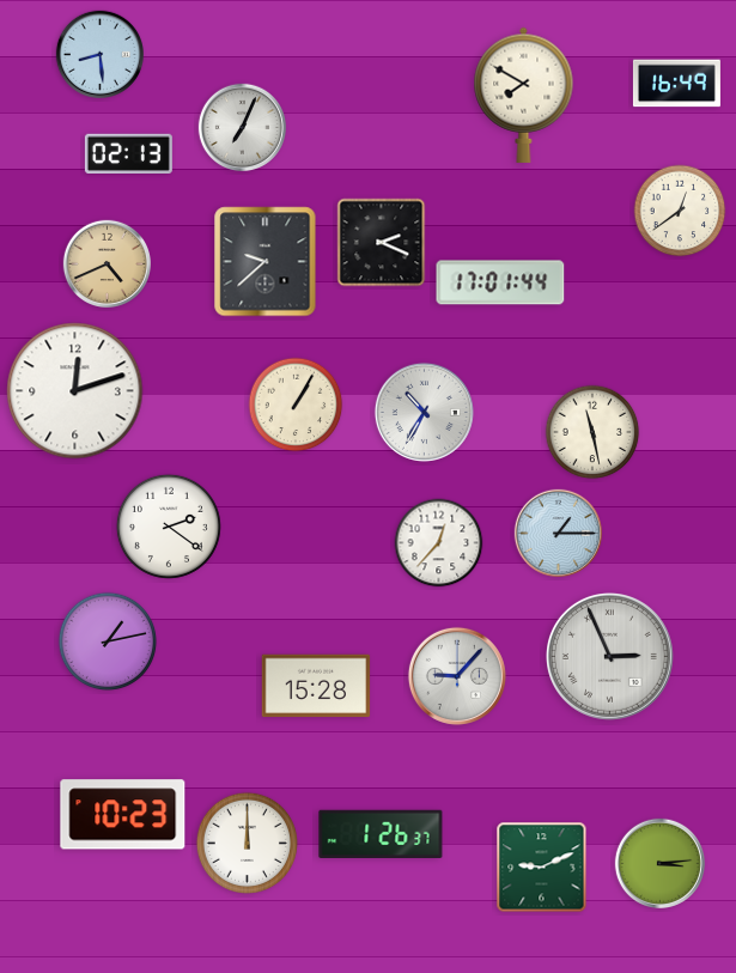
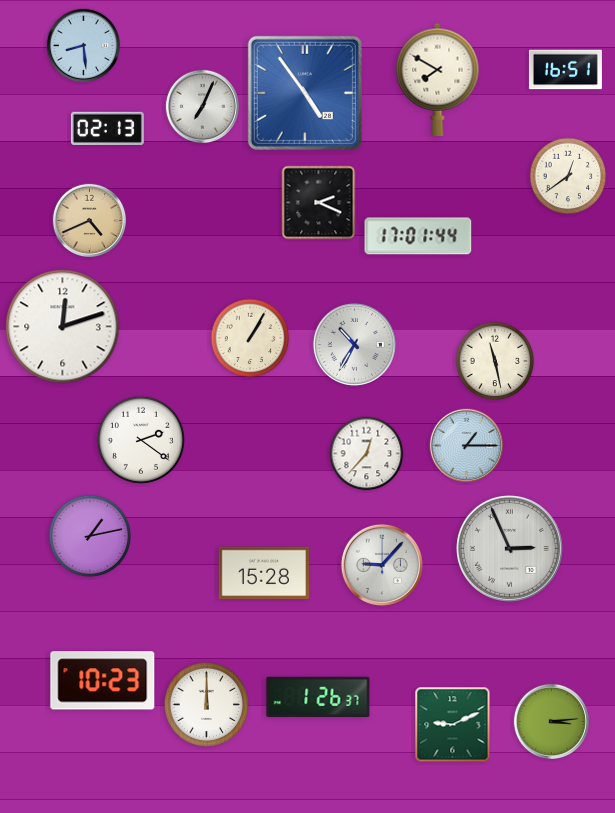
clock at (676, 84): 16:49 -> 16:51
clock at (305, 93): none -> 4:54
clock at (266, 262): 9:38 -> none
clock at (296, 405) position: (296, 405) -> (250, 338)
